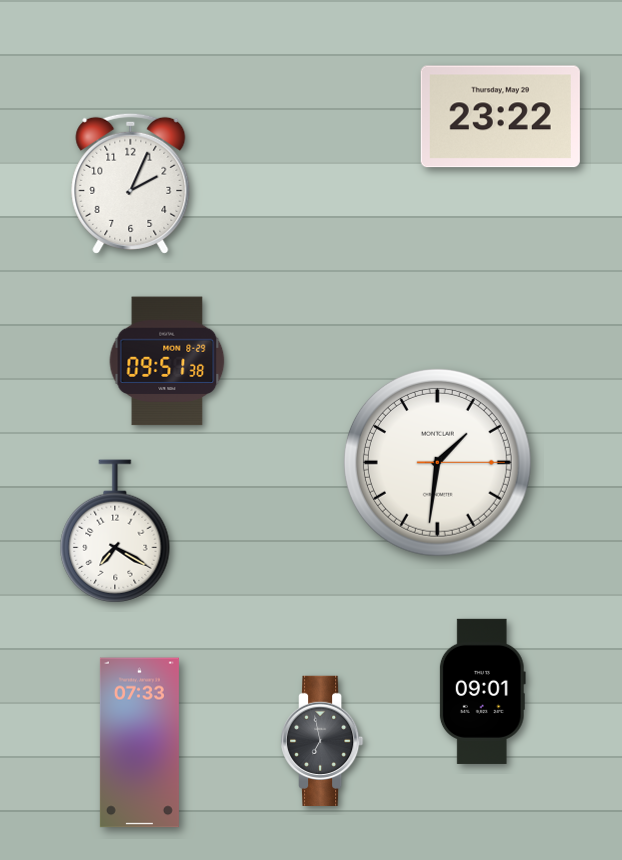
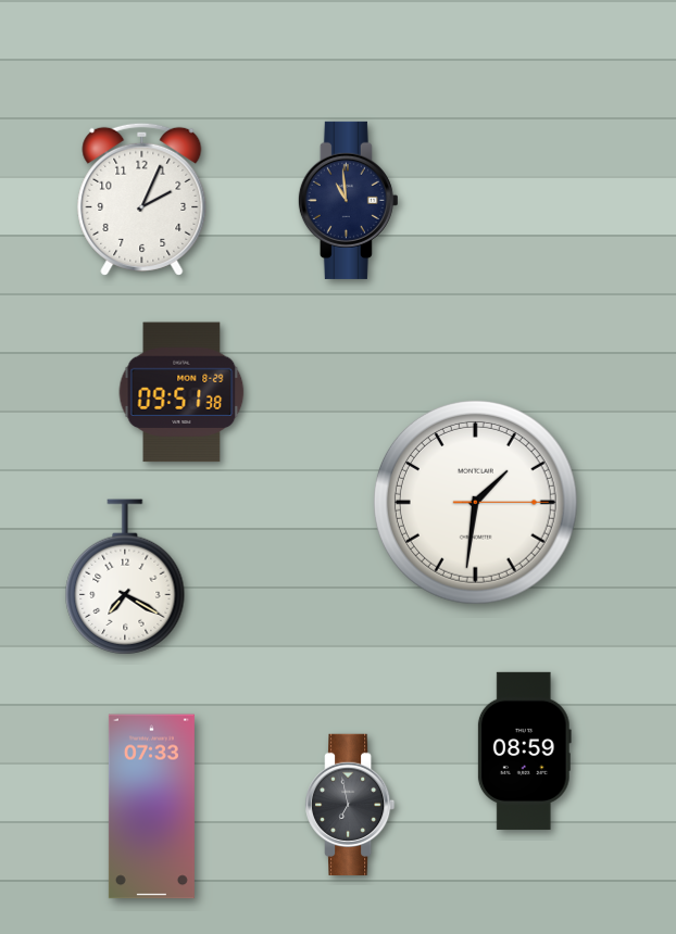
clock at (500, 117): 23:22 -> none
clock at (348, 200): none -> 10:59
clock at (482, 691): 09:01 -> 08:59
